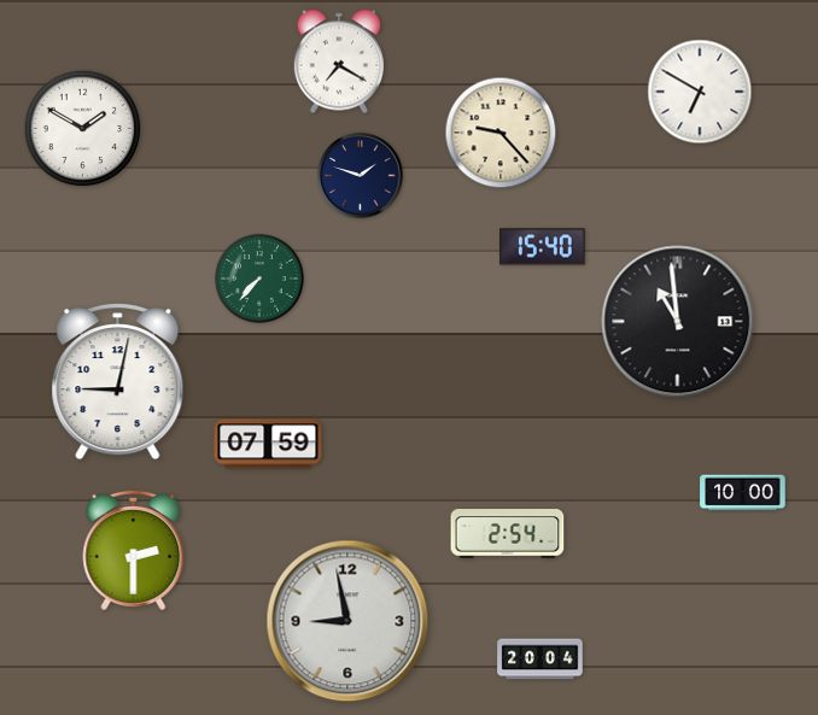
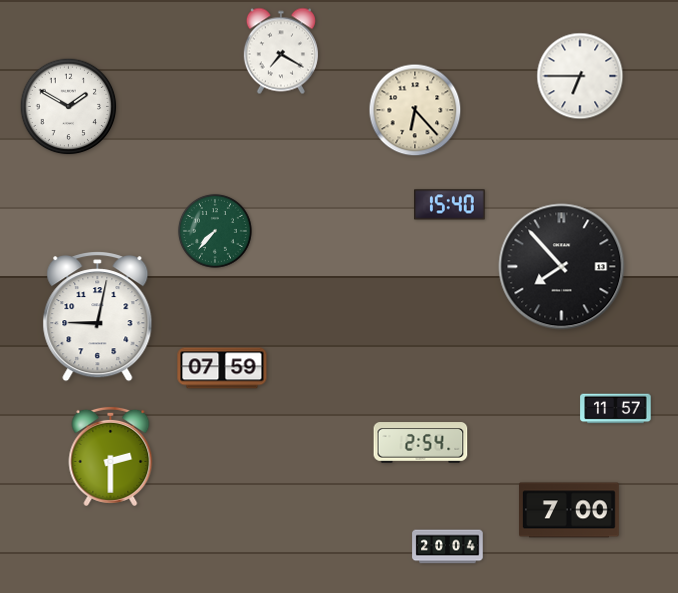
clock at (700, 92): 6:50 -> 6:45
clock at (501, 133): 9:23 -> 6:23
clock at (361, 176): 1:48 -> none
clock at (678, 322): 10:59 -> 7:53
clock at (743, 493): 10:00 -> 11:57
clock at (570, 510): none -> 7:00
clock at (347, 621): 8:58 -> none
